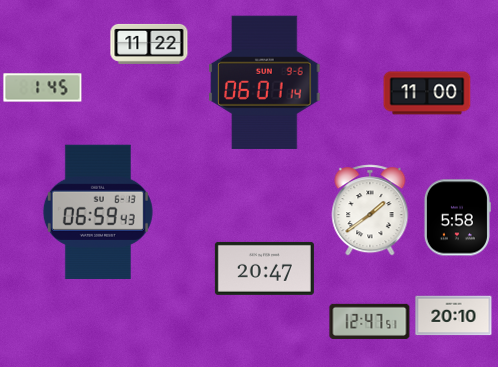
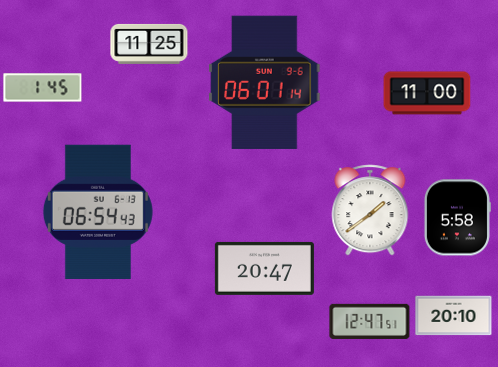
clock at (149, 44): 11:22 -> 11:25
clock at (98, 212): 06:59 -> 06:54
